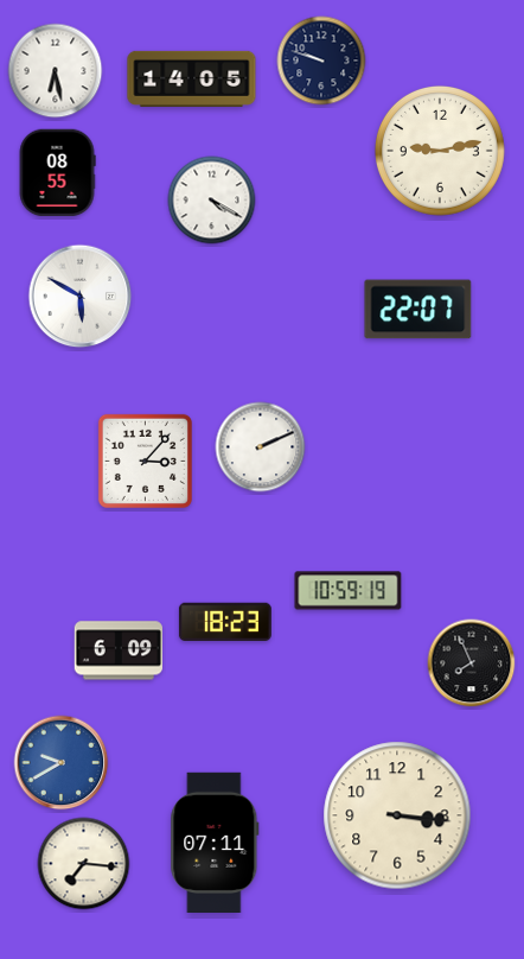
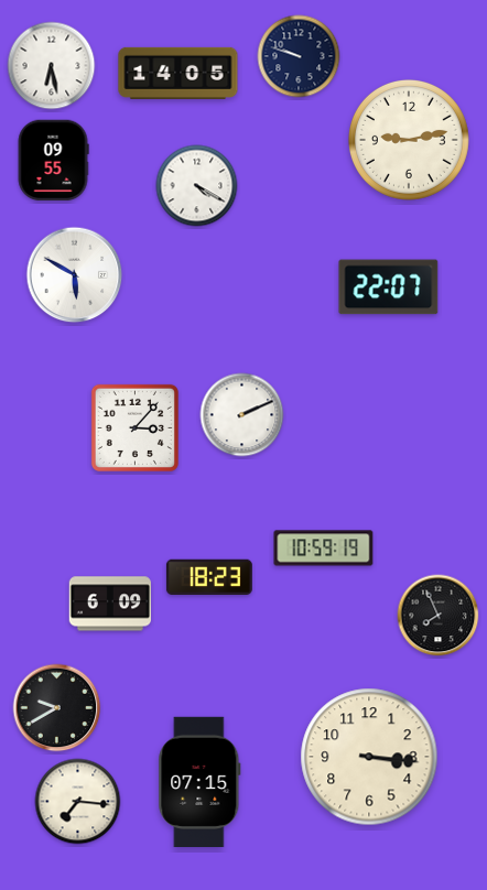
clock at (57, 173): 08:55 -> 09:55
clock at (62, 763) dial: blue -> black
clock at (215, 841): 07:11 -> 07:15
